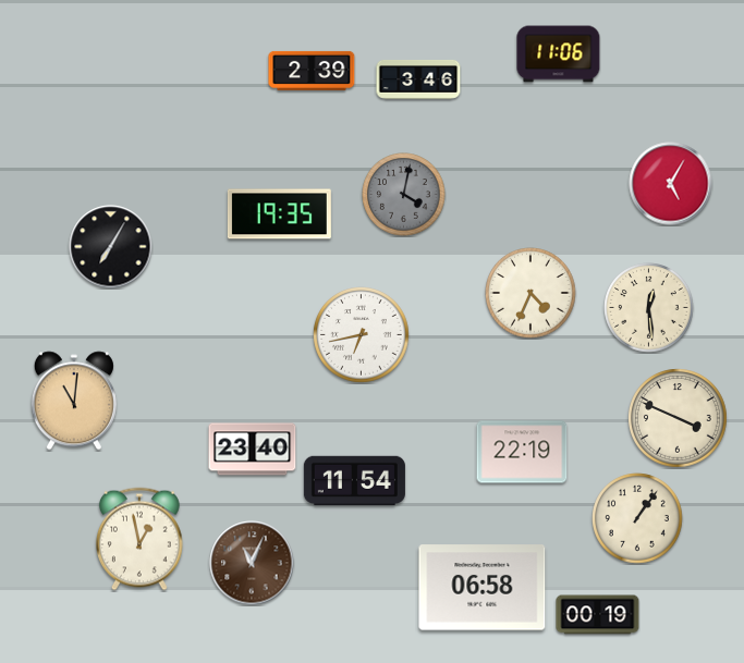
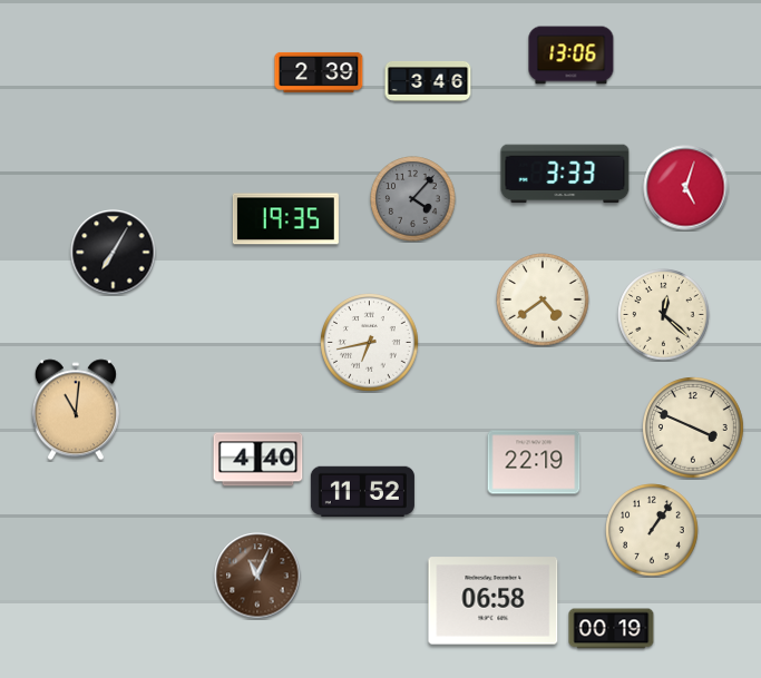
clock at (559, 54): 11:06 -> 13:06
clock at (565, 174): none -> 3:33
clock at (671, 184): 5:05 -> 5:03
clock at (404, 195): 4:02 -> 4:07
clock at (530, 293): 4:34 -> 4:39
clock at (649, 308): 12:29 -> 12:22
clock at (253, 450): 23:40 -> 4:40
clock at (354, 481): 11:54 -> 11:52
clock at (139, 539): 12:58 -> none
